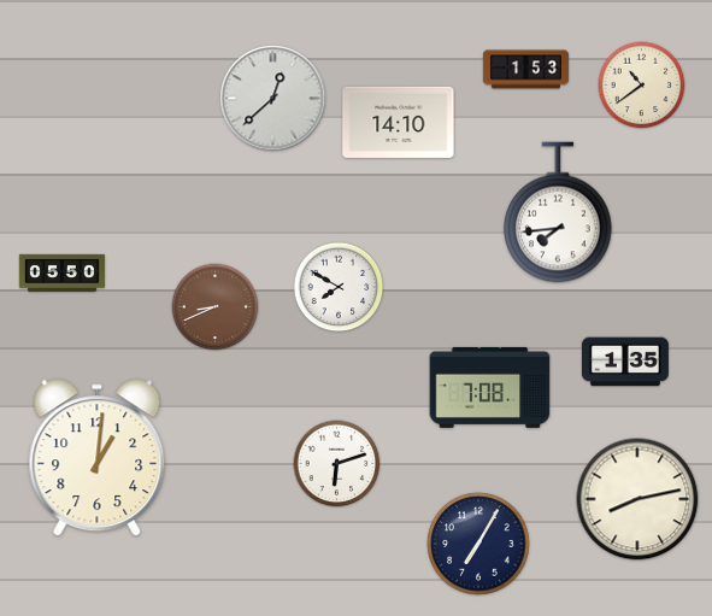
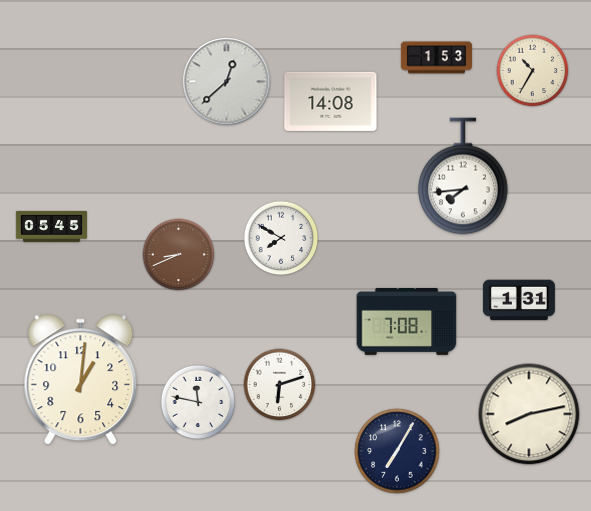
clock at (642, 86): 10:39 -> 10:35
clock at (399, 122): 14:10 -> 14:08
clock at (61, 272): 05:50 -> 05:45
clock at (625, 362): 1:35 -> 1:31
clock at (198, 402): none -> 11:47
